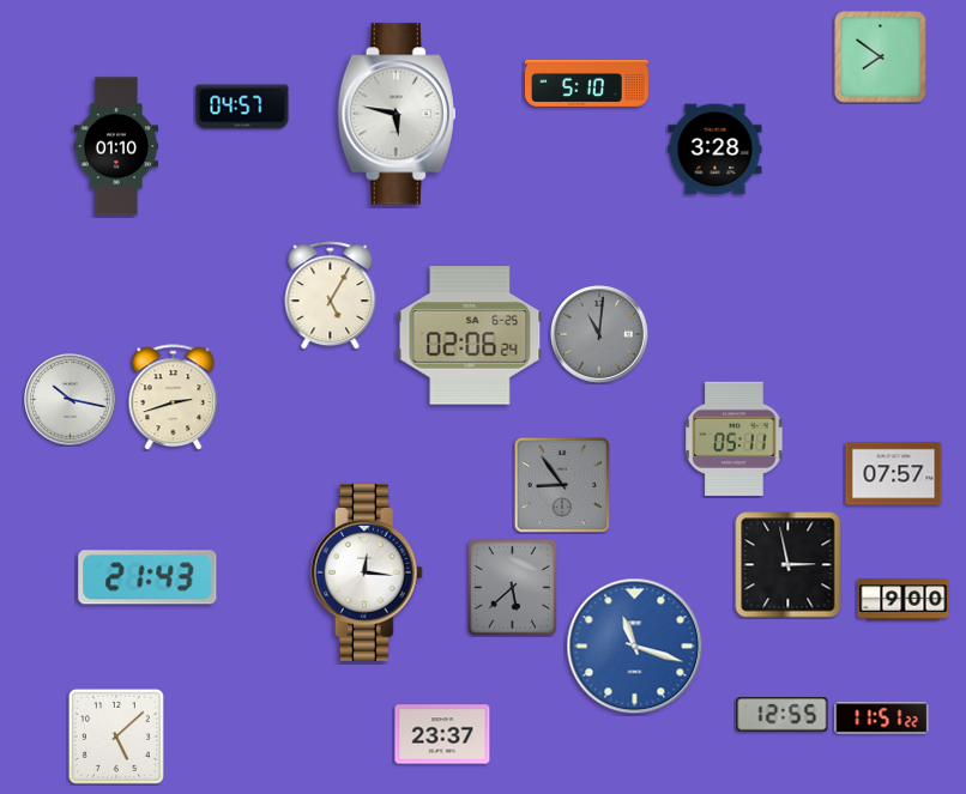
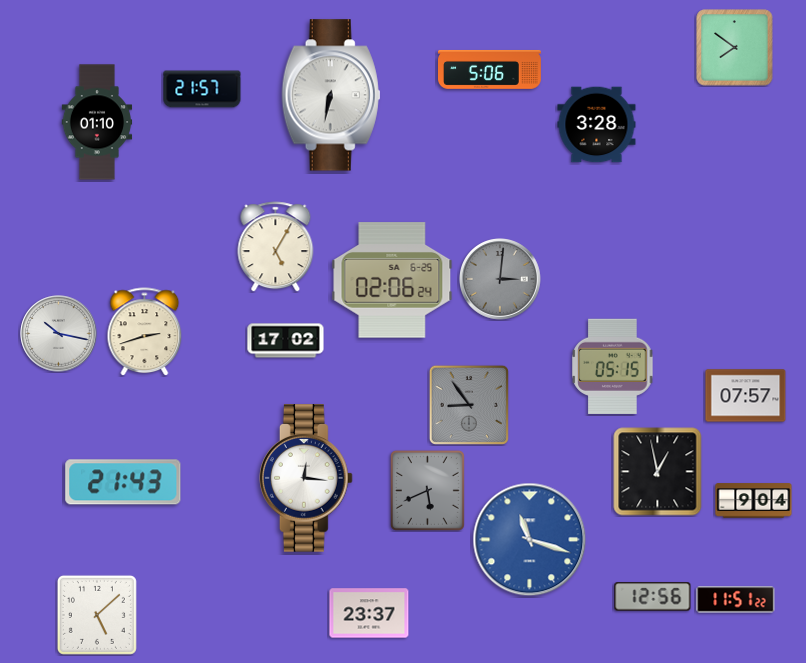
clock at (587, 84): 5:10 -> 5:06
clock at (242, 107): 04:57 -> 21:57
clock at (397, 114): 5:47 -> 6:32
clock at (600, 335): 11:01 -> 3:01
clock at (286, 341): none -> 17:02
clock at (735, 438): 05:11 -> 05:15
clock at (789, 565): 2:58 -> 12:58
clock at (512, 587): 5:38 -> 5:41
clock at (904, 600): 9:00 -> 9:04
clock at (783, 715): 12:55 -> 12:56
